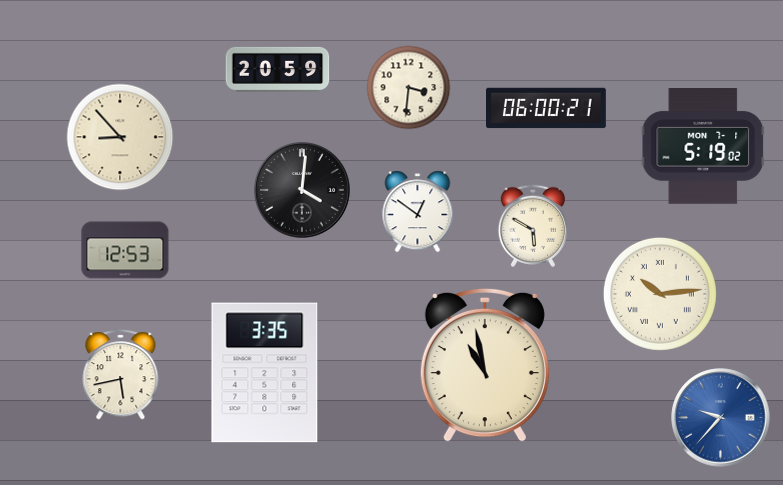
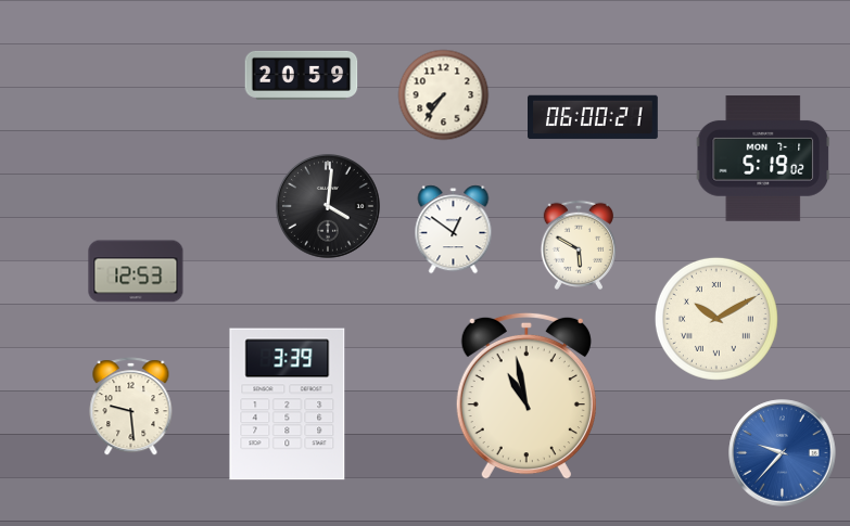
clock at (409, 88): 3:31 -> 7:36
clock at (120, 137): 8:53 -> none
clock at (660, 294): 10:14 -> 10:10
clock at (265, 373): 3:35 -> 3:39
clock at (121, 375): 5:43 -> 9:29
